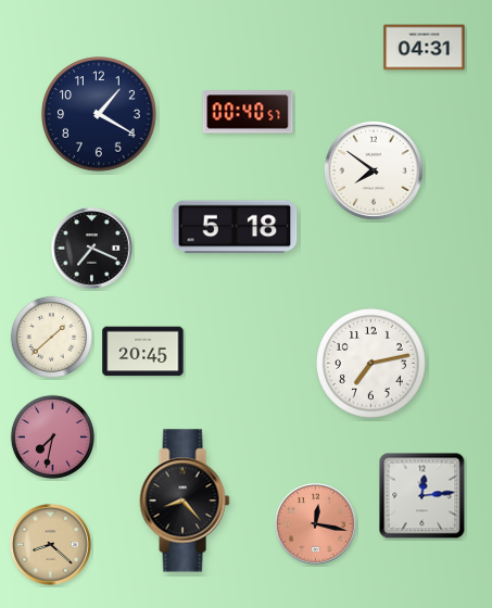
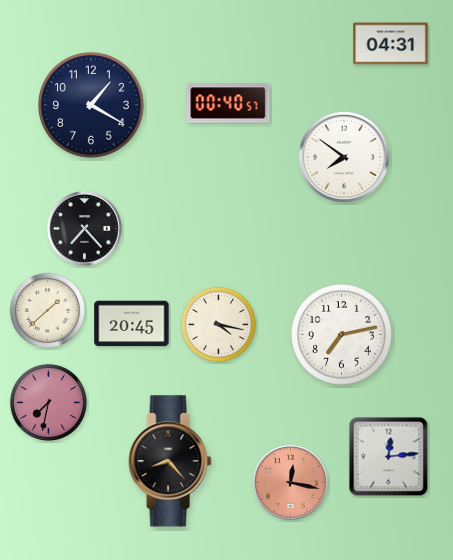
clock at (235, 227): 5:18 -> none
clock at (92, 249): 7:19 -> 7:23
clock at (218, 324): none -> 4:17
clock at (51, 545): 8:22 -> none
